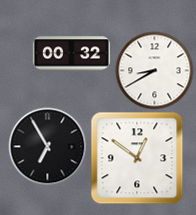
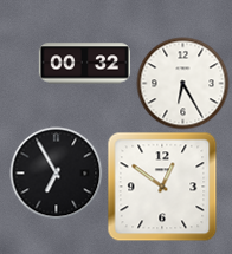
clock at (154, 70): 8:40 -> 6:25
